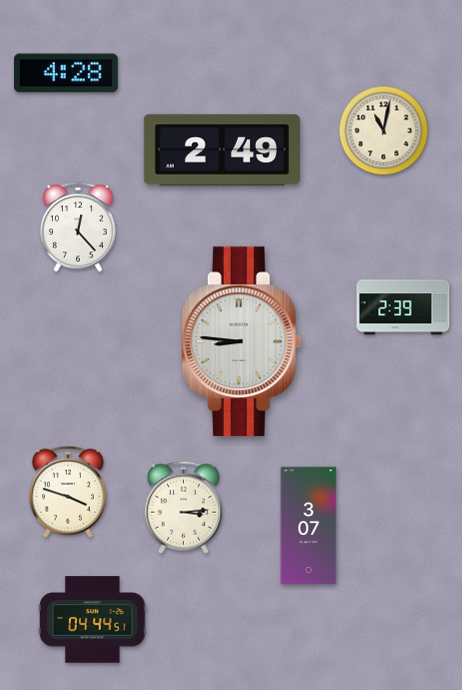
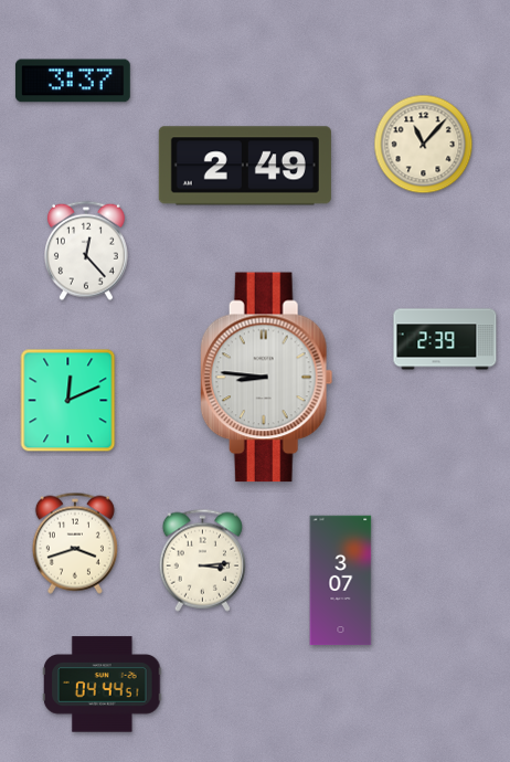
clock at (66, 73): 4:28 -> 3:37
clock at (384, 131): 11:02 -> 11:07
clock at (68, 401): none -> 12:11
clock at (68, 492): 3:48 -> 3:42
